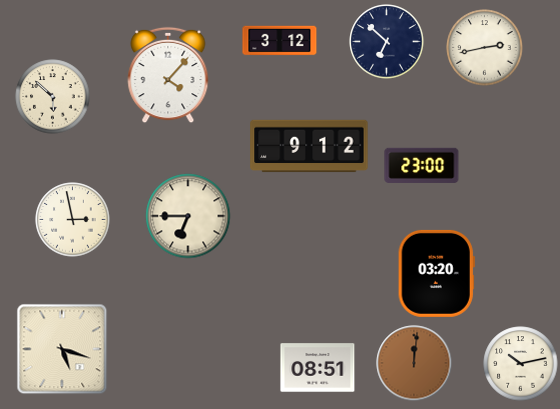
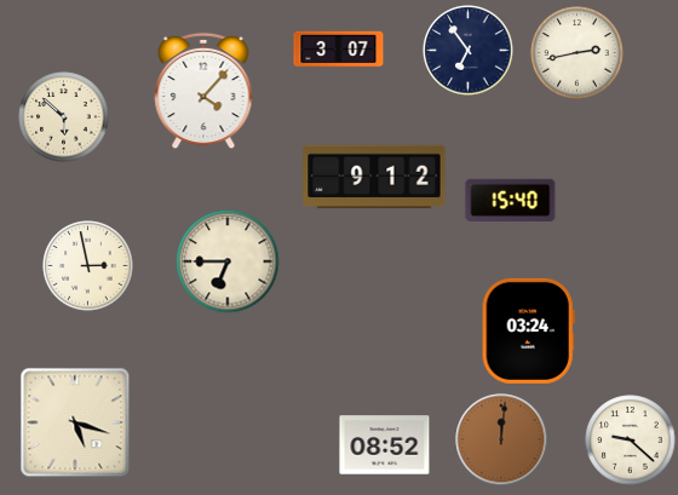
clock at (280, 41): 3:12 -> 3:07
clock at (387, 42): 6:52 -> 6:54
clock at (485, 48) position: (485, 48) -> (578, 53)
clock at (422, 165): 23:00 -> 15:40
clock at (436, 273): 03:20 -> 03:24
clock at (521, 364): 10:13 -> 9:22
clock at (318, 368): 08:51 -> 08:52
